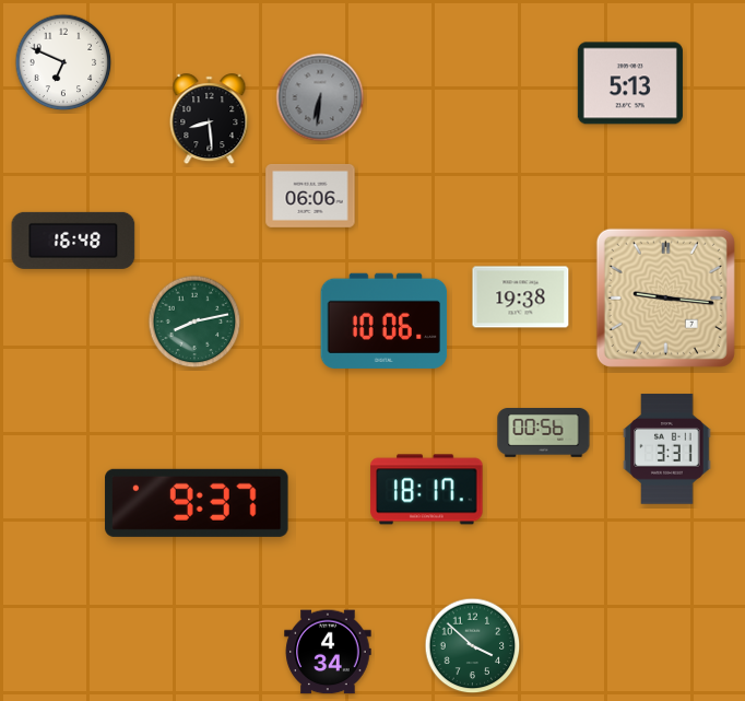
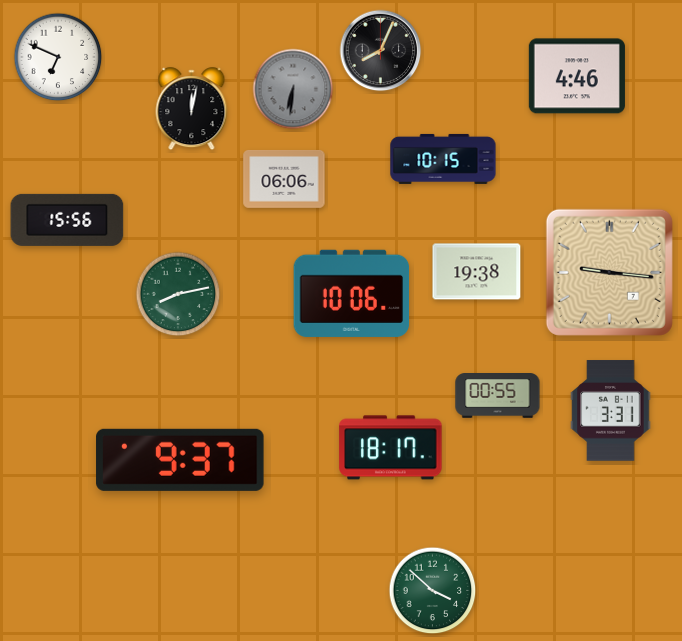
clock at (381, 51): none -> 8:04
clock at (630, 83): 5:13 -> 4:46
clock at (210, 119): 8:29 -> 12:02
clock at (443, 159): none -> 10:15
clock at (73, 241): 16:48 -> 15:56
clock at (544, 433): 00:56 -> 00:55
clock at (328, 652): 4:34 -> none
